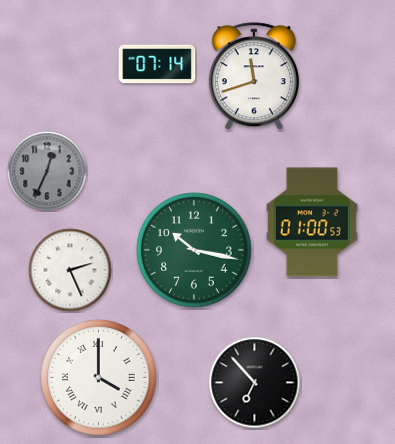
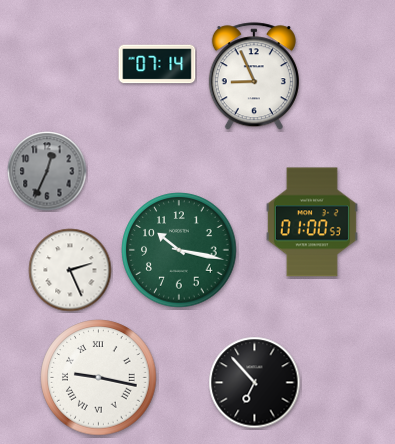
clock at (254, 77): 11:42 -> 8:56
clock at (194, 250) position: (194, 250) -> (179, 250)
clock at (99, 378): 4:00 -> 9:17
